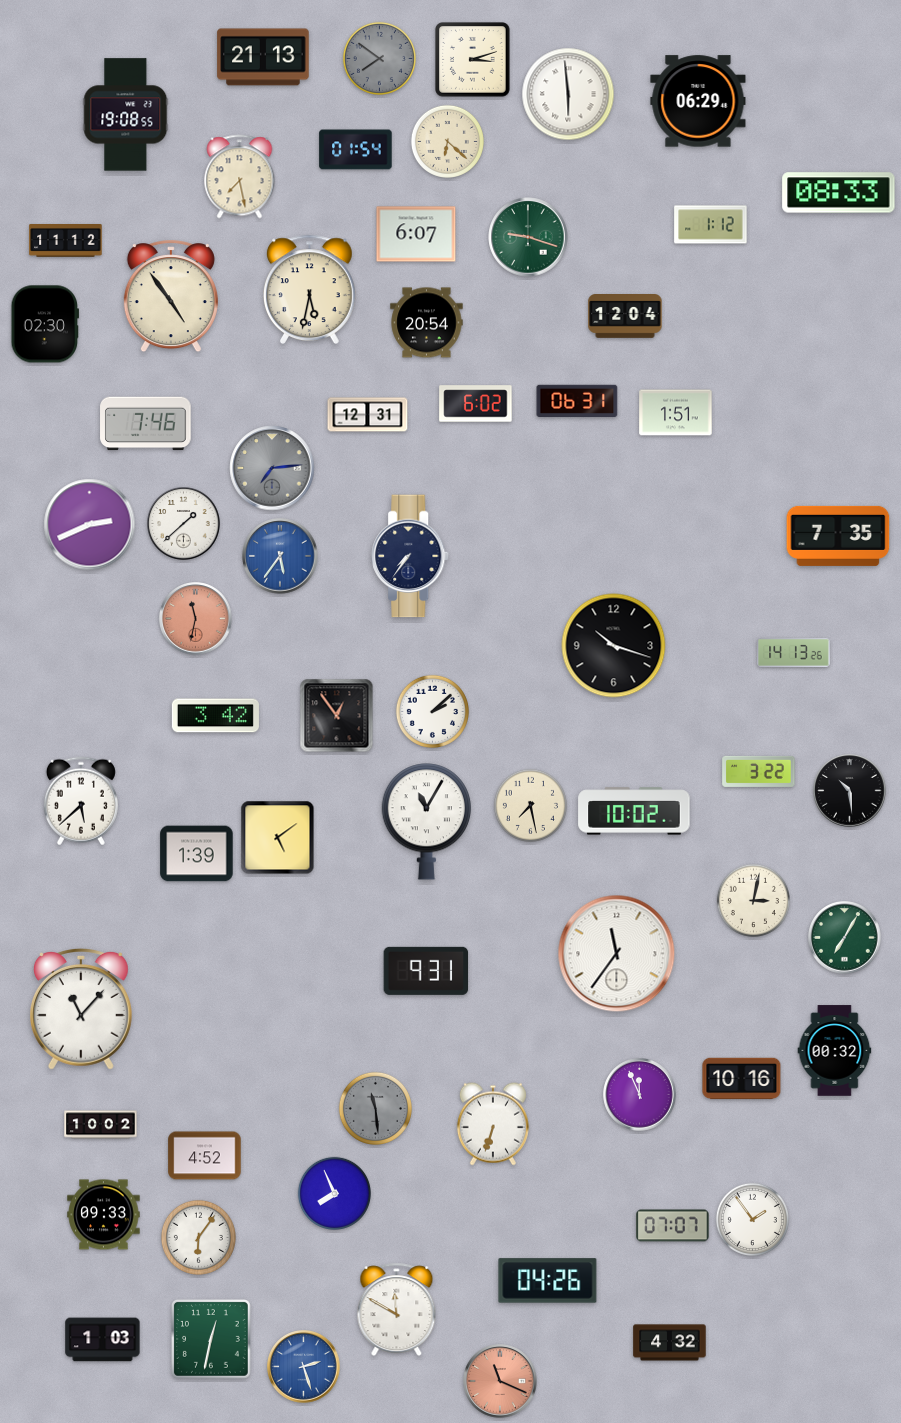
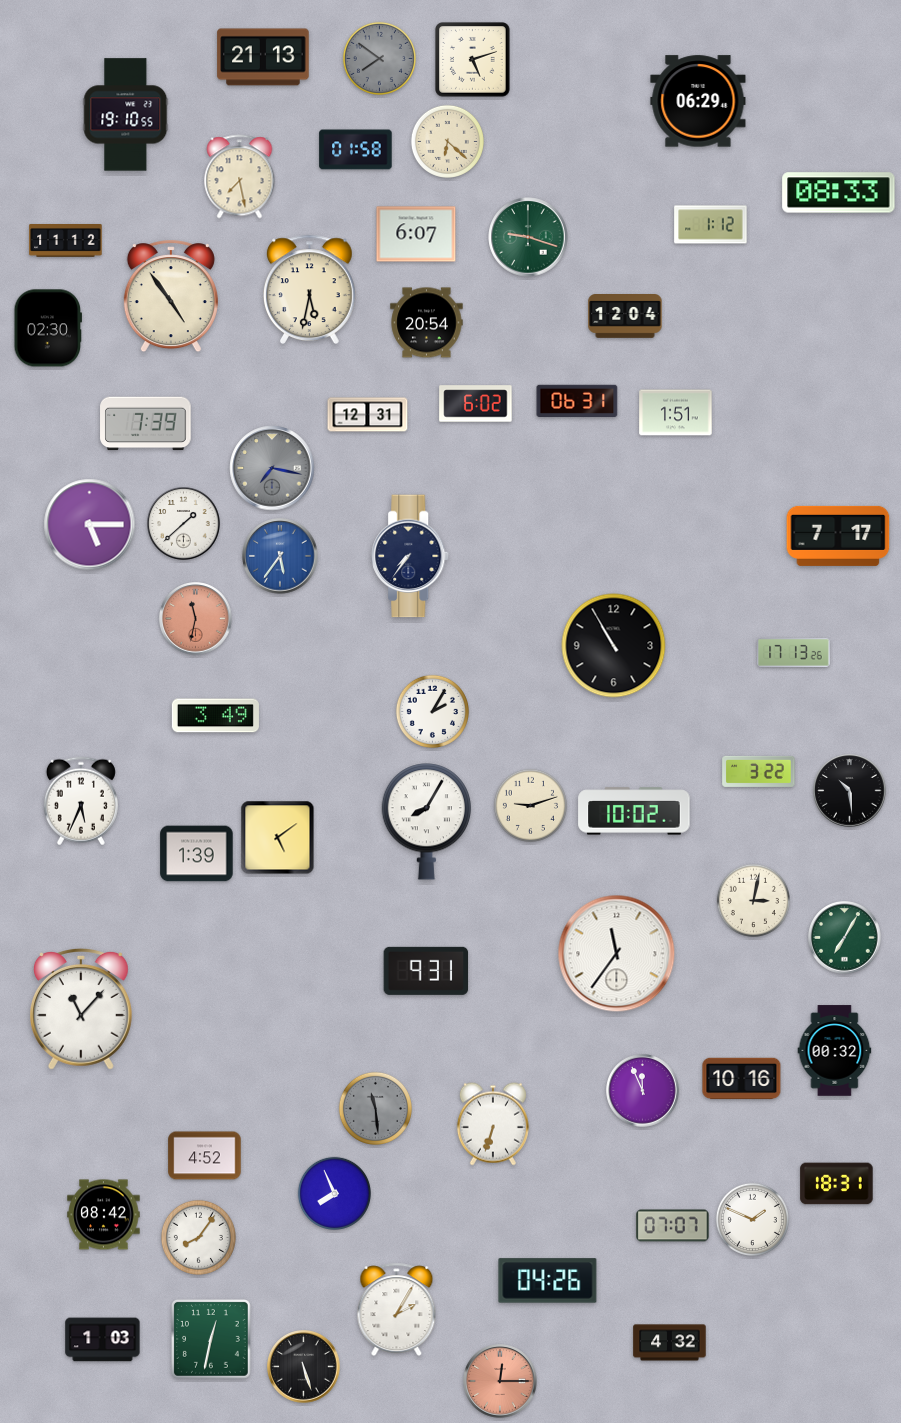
clock at (473, 60): 3:12 -> 5:12
clock at (568, 94): 5:59 -> none
clock at (126, 115): 19:08 -> 19:10
clock at (356, 150): 01:54 -> 01:58
clock at (44, 324) position: (44, 324) -> (47, 328)
clock at (146, 424): 7:46 -> 7:39
clock at (272, 468): 7:14 -> 7:17
clock at (90, 525): 2:41 -> 5:15
clock at (838, 536): 7:35 -> 7:17
clock at (614, 646): 10:18 -> 10:55
clock at (794, 652): 14:13 -> 17:13
clock at (432, 711): 2:08 -> 2:05
clock at (215, 716): 3:42 -> 3:49
clock at (337, 716): 12:54 -> none
clock at (81, 801): 5:38 -> 5:34
clock at (530, 805): 7:28 -> 9:12
clock at (426, 822): 11:05 -> 8:05
clock at (640, 1095) position: (640, 1095) -> (643, 1091)
clock at (101, 1125): 10:02 -> none
clock at (837, 1184): none -> 18:31
clock at (104, 1215): 09:33 -> 08:42
clock at (752, 1219): 1:54 -> 1:49
clock at (198, 1237): 6:06 -> 8:06
clock at (397, 1310): 11:50 -> 2:05
clock at (304, 1367): 2:27 -> 5:27
clock at (304, 1367) dial: blue -> black
clock at (500, 1381): 11:19 -> 12:15
